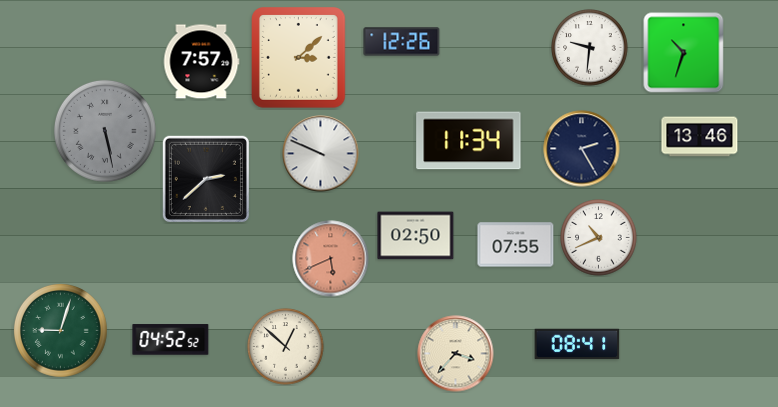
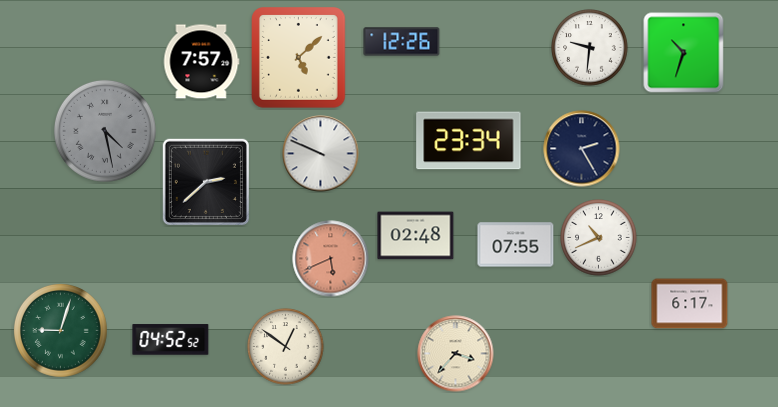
clock at (299, 58): 3:08 -> 5:08
clock at (105, 131): 5:28 -> 4:28
clock at (700, 137): 13:46 -> none
clock at (469, 141): 11:34 -> 23:34
clock at (205, 178) position: (205, 178) -> (205, 181)
clock at (416, 236): 02:50 -> 02:48
clock at (690, 304): none -> 6:17
clock at (577, 344): 08:41 -> none
clock at (286, 347): 12:52 -> 12:51
